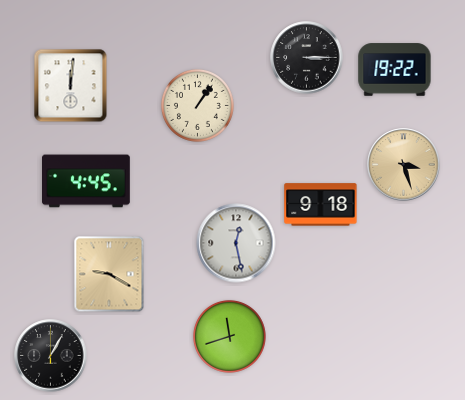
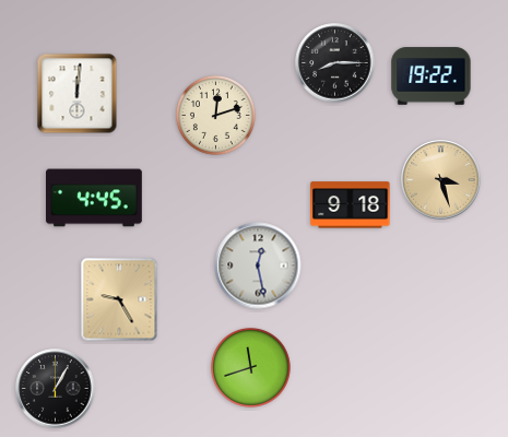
clock at (307, 58): 3:15 -> 8:15
clock at (197, 105): 1:06 -> 12:12
clock at (321, 205) position: (321, 205) -> (351, 205)
clock at (109, 274): 9:20 -> 9:25
